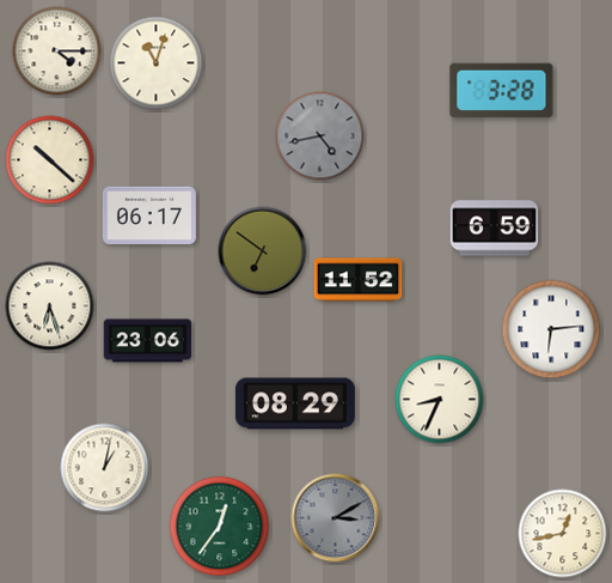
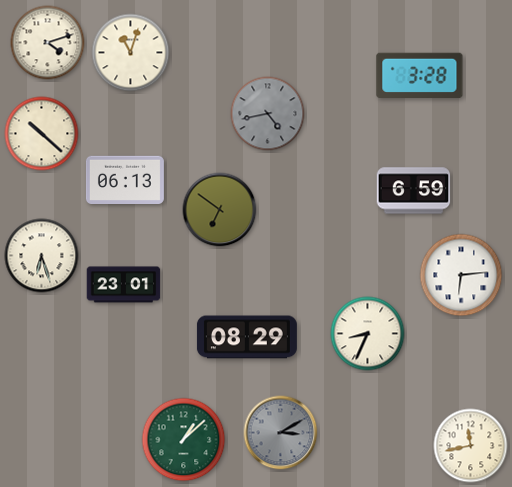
clock at (57, 51): 4:15 -> 4:12
clock at (149, 214): 06:17 -> 06:13
clock at (359, 280): 11:52 -> none
clock at (148, 341): 23:06 -> 23:01
clock at (105, 468): 1:02 -> none
clock at (220, 527): 12:36 -> 1:08
clock at (563, 534): 12:43 -> 11:43
